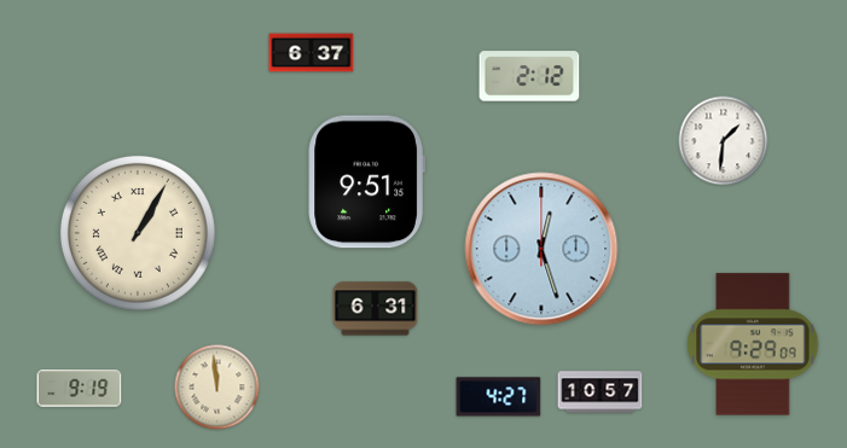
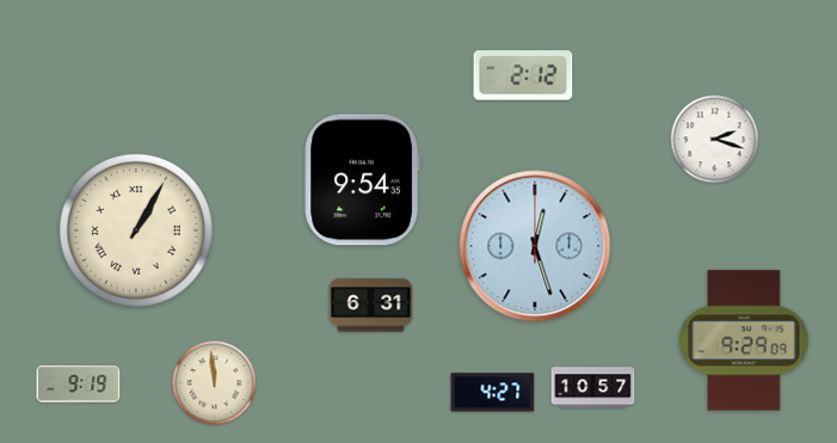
clock at (312, 53): 6:37 -> none
clock at (724, 141): 1:31 -> 2:18
clock at (366, 182): 9:51 -> 9:54
